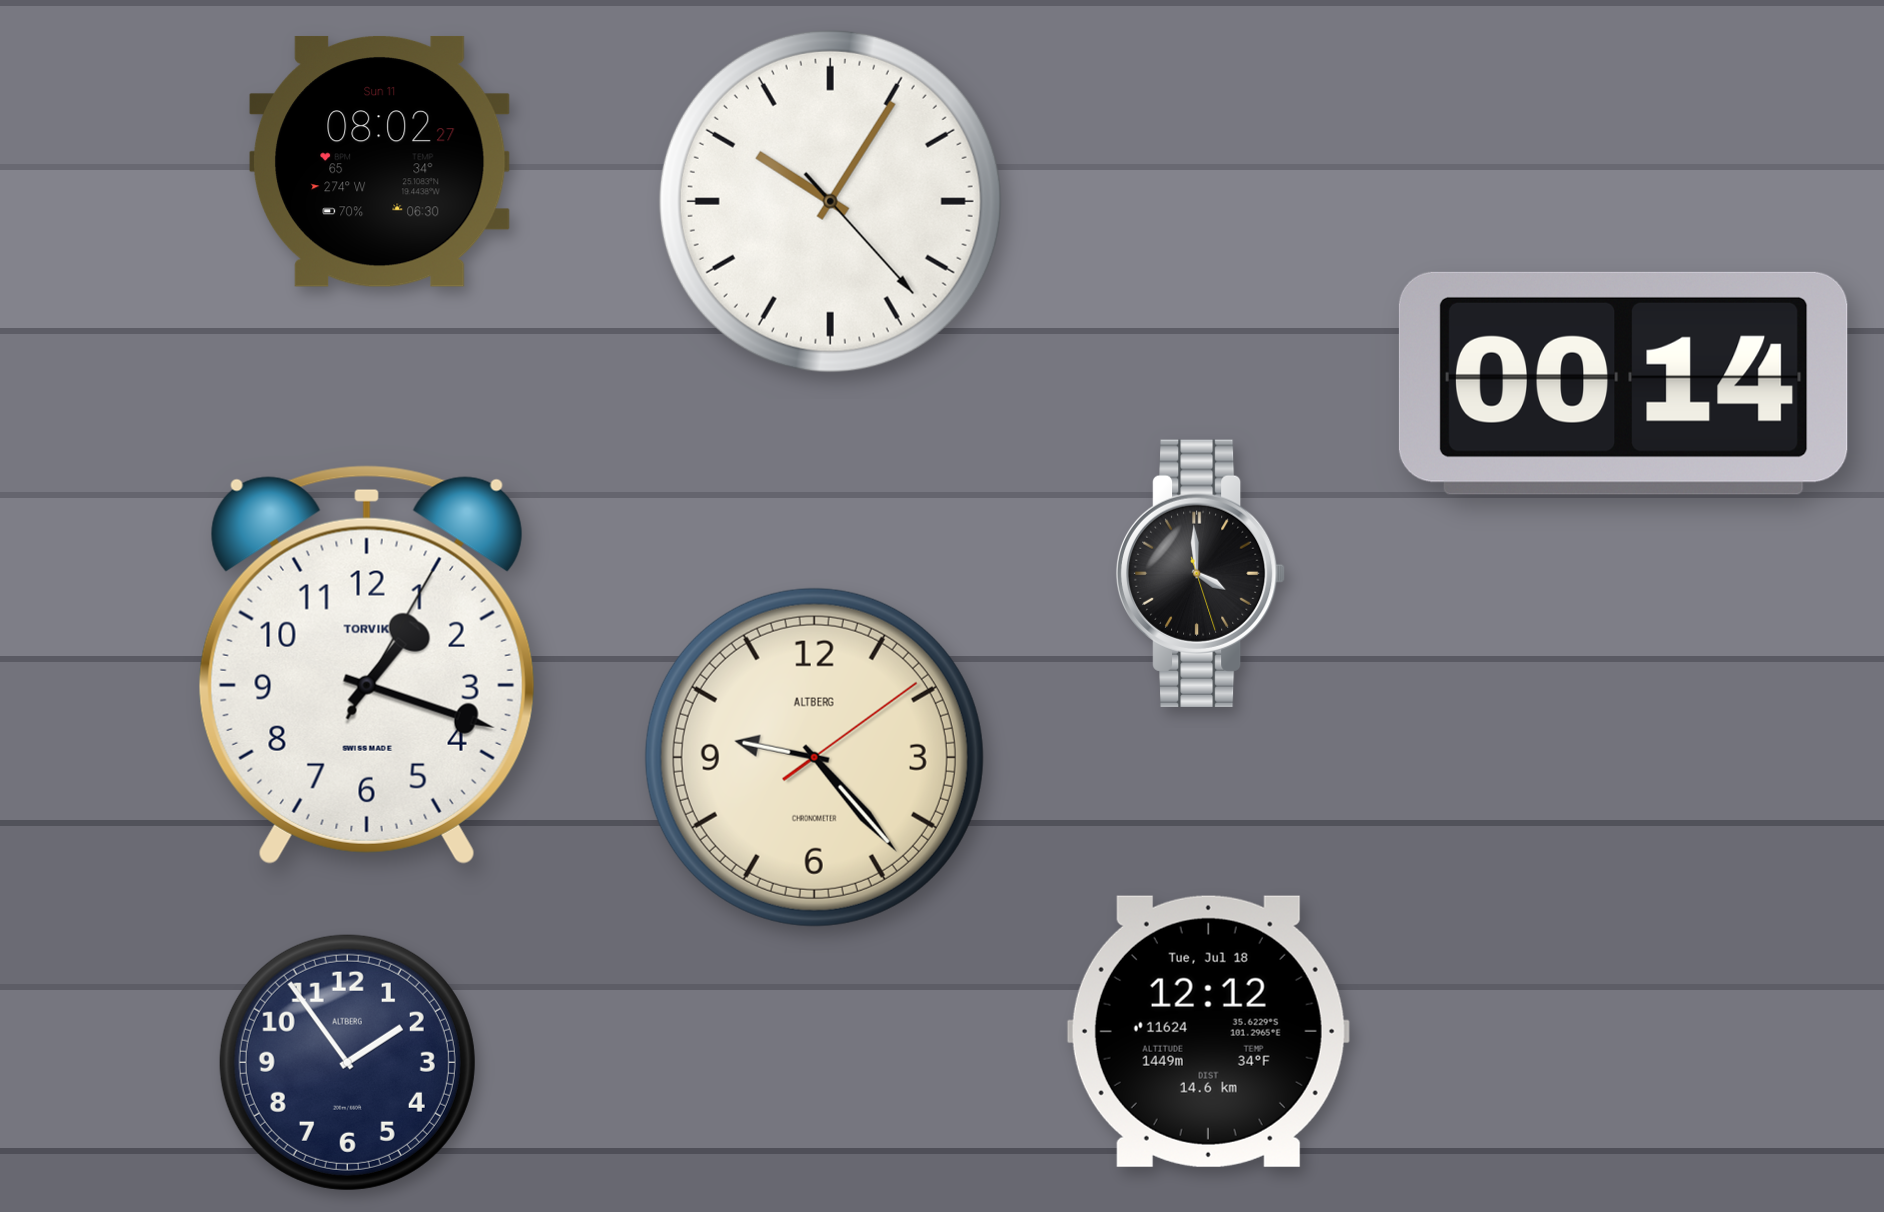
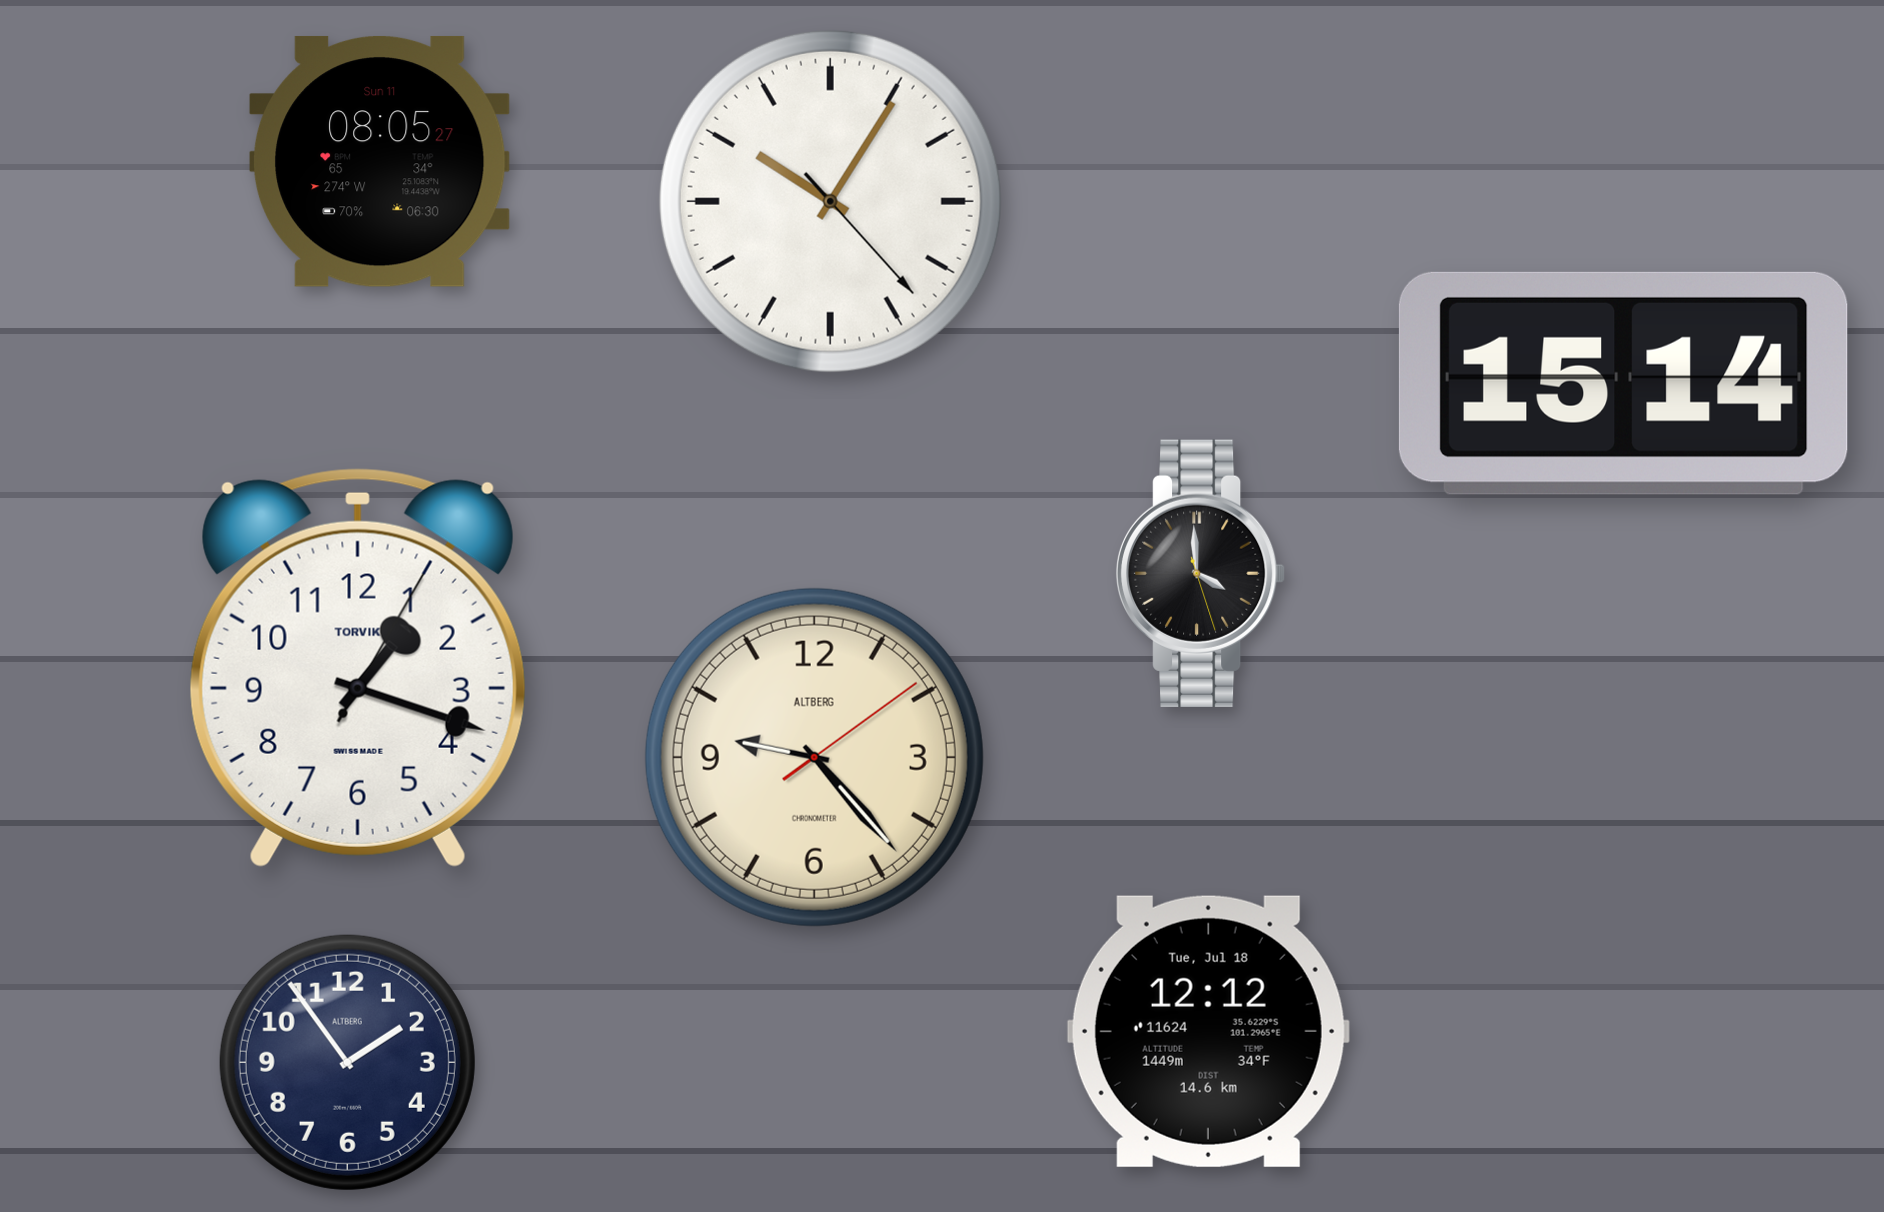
clock at (379, 161): 08:02 -> 08:05
clock at (1623, 383): 00:14 -> 15:14
clock at (367, 665) position: (367, 665) -> (358, 668)
